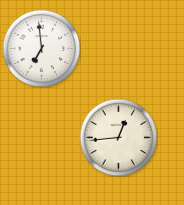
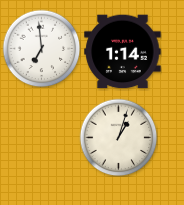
clock at (123, 52): none -> 1:14
clock at (118, 137): 12:44 -> 1:03
